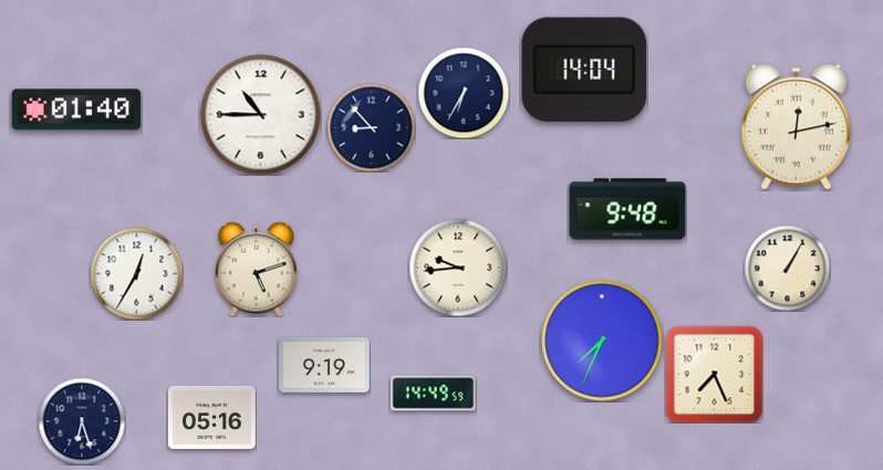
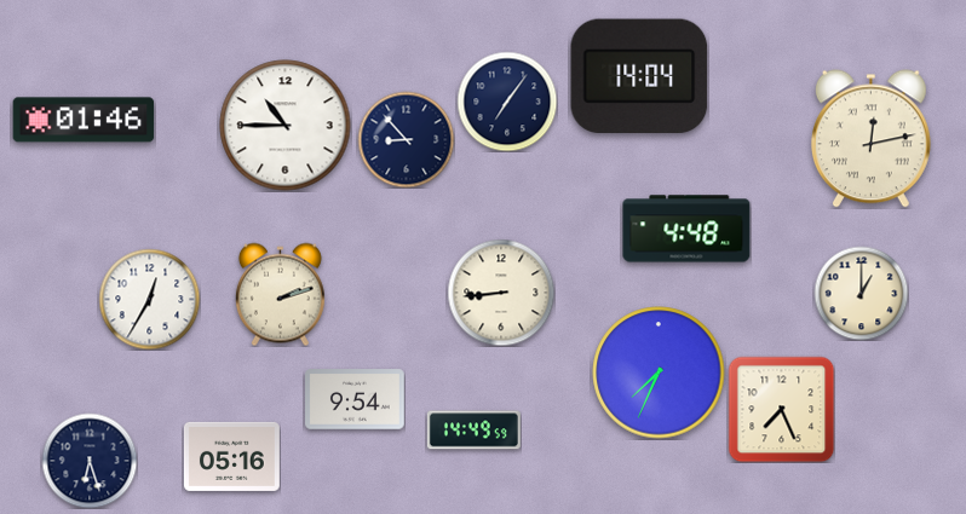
clock at (464, 93): 6:35 -> 7:06
clock at (76, 109): 01:40 -> 01:46
clock at (627, 209): 9:48 -> 4:48
clock at (458, 268): 9:44 -> 8:44
clock at (787, 268): 1:05 -> 1:00
clock at (256, 269): 5:12 -> 2:12
clock at (325, 365): 9:19 -> 9:54
